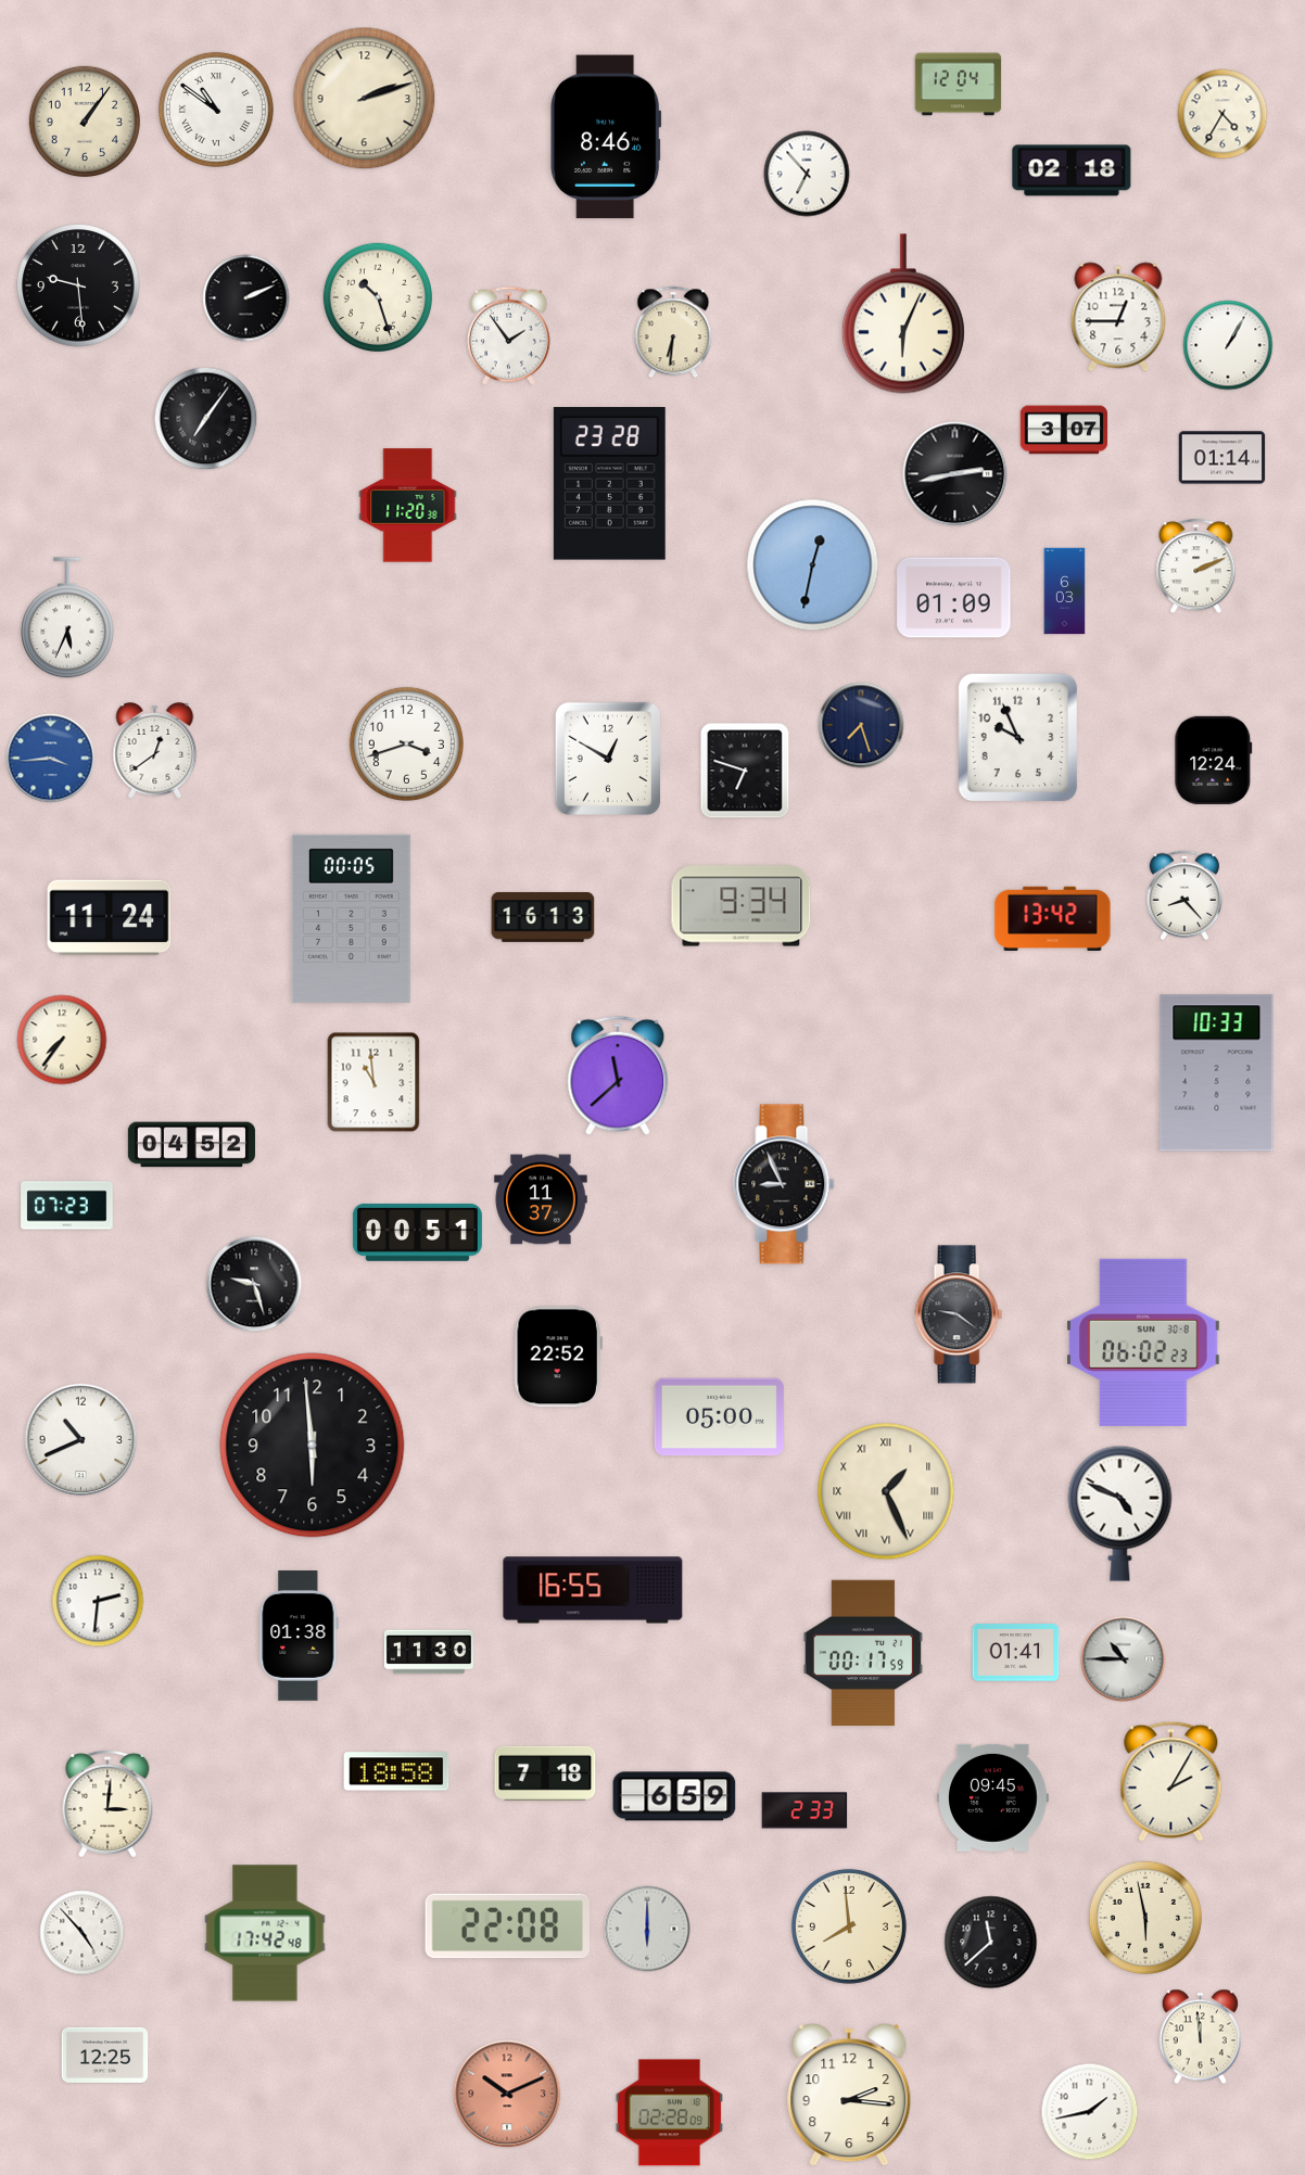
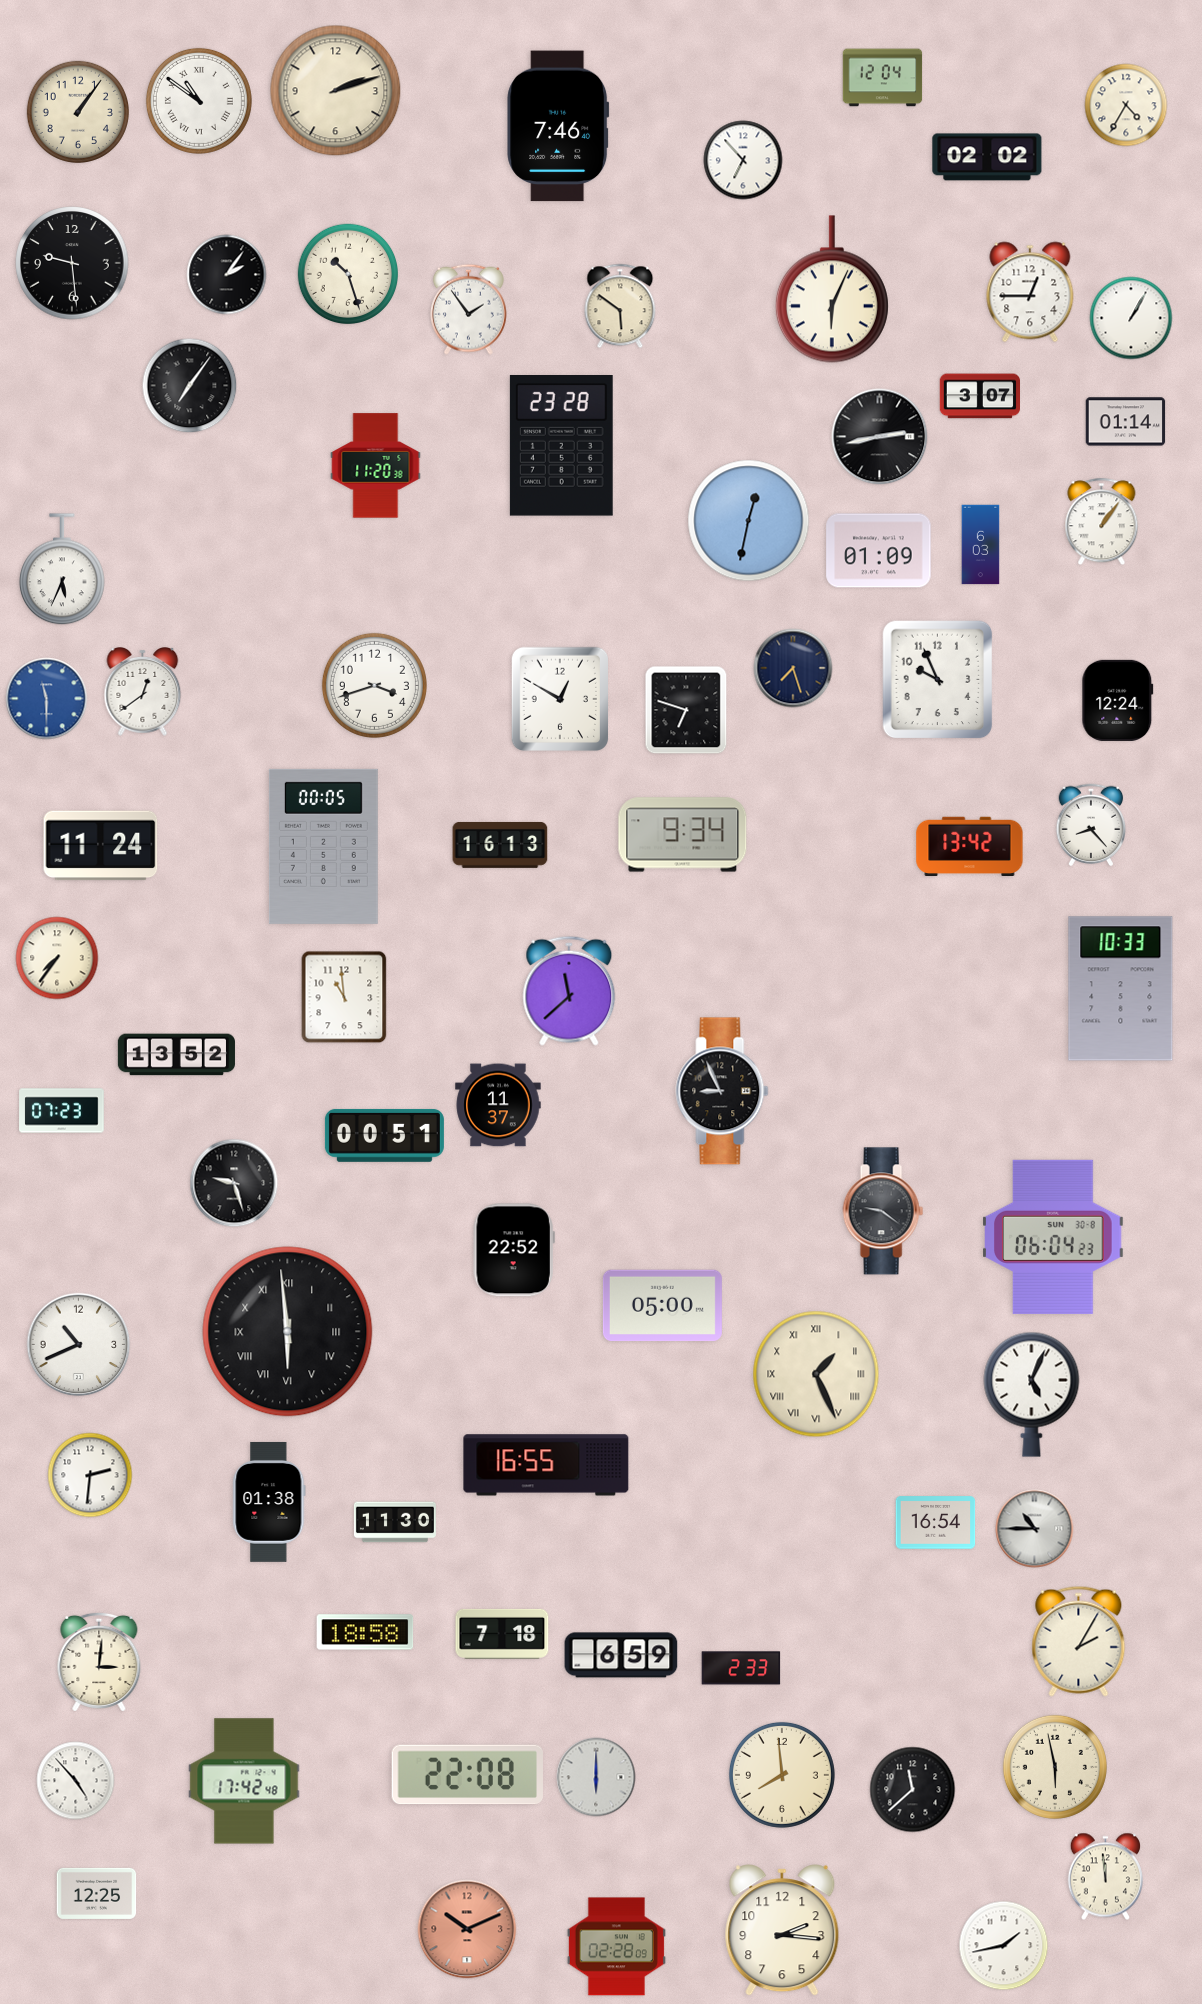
clock at (606, 137): 8:46 -> 7:46
clock at (1072, 170): 02:18 -> 02:02
clock at (246, 298): 2:11 -> 2:06
clock at (673, 332): 6:31 -> 5:51
clock at (1196, 567): 2:11 -> 1:06
clock at (51, 759): 3:44 -> 11:30
clock at (191, 1145): 04:52 -> 13:52
clock at (1143, 1343): 06:02 -> 06:04
clock at (81, 1440) position: (81, 1440) -> (79, 1345)
clock at (313, 1446) numerals: Arabic -> Roman
clock at (1120, 1513): 4:49 -> 5:04
clock at (299, 1636) position: (299, 1636) -> (269, 1502)
clock at (863, 1653): 00:17 -> none
clock at (1016, 1653): 01:41 -> 16:54
clock at (993, 1797): 09:45 -> none
